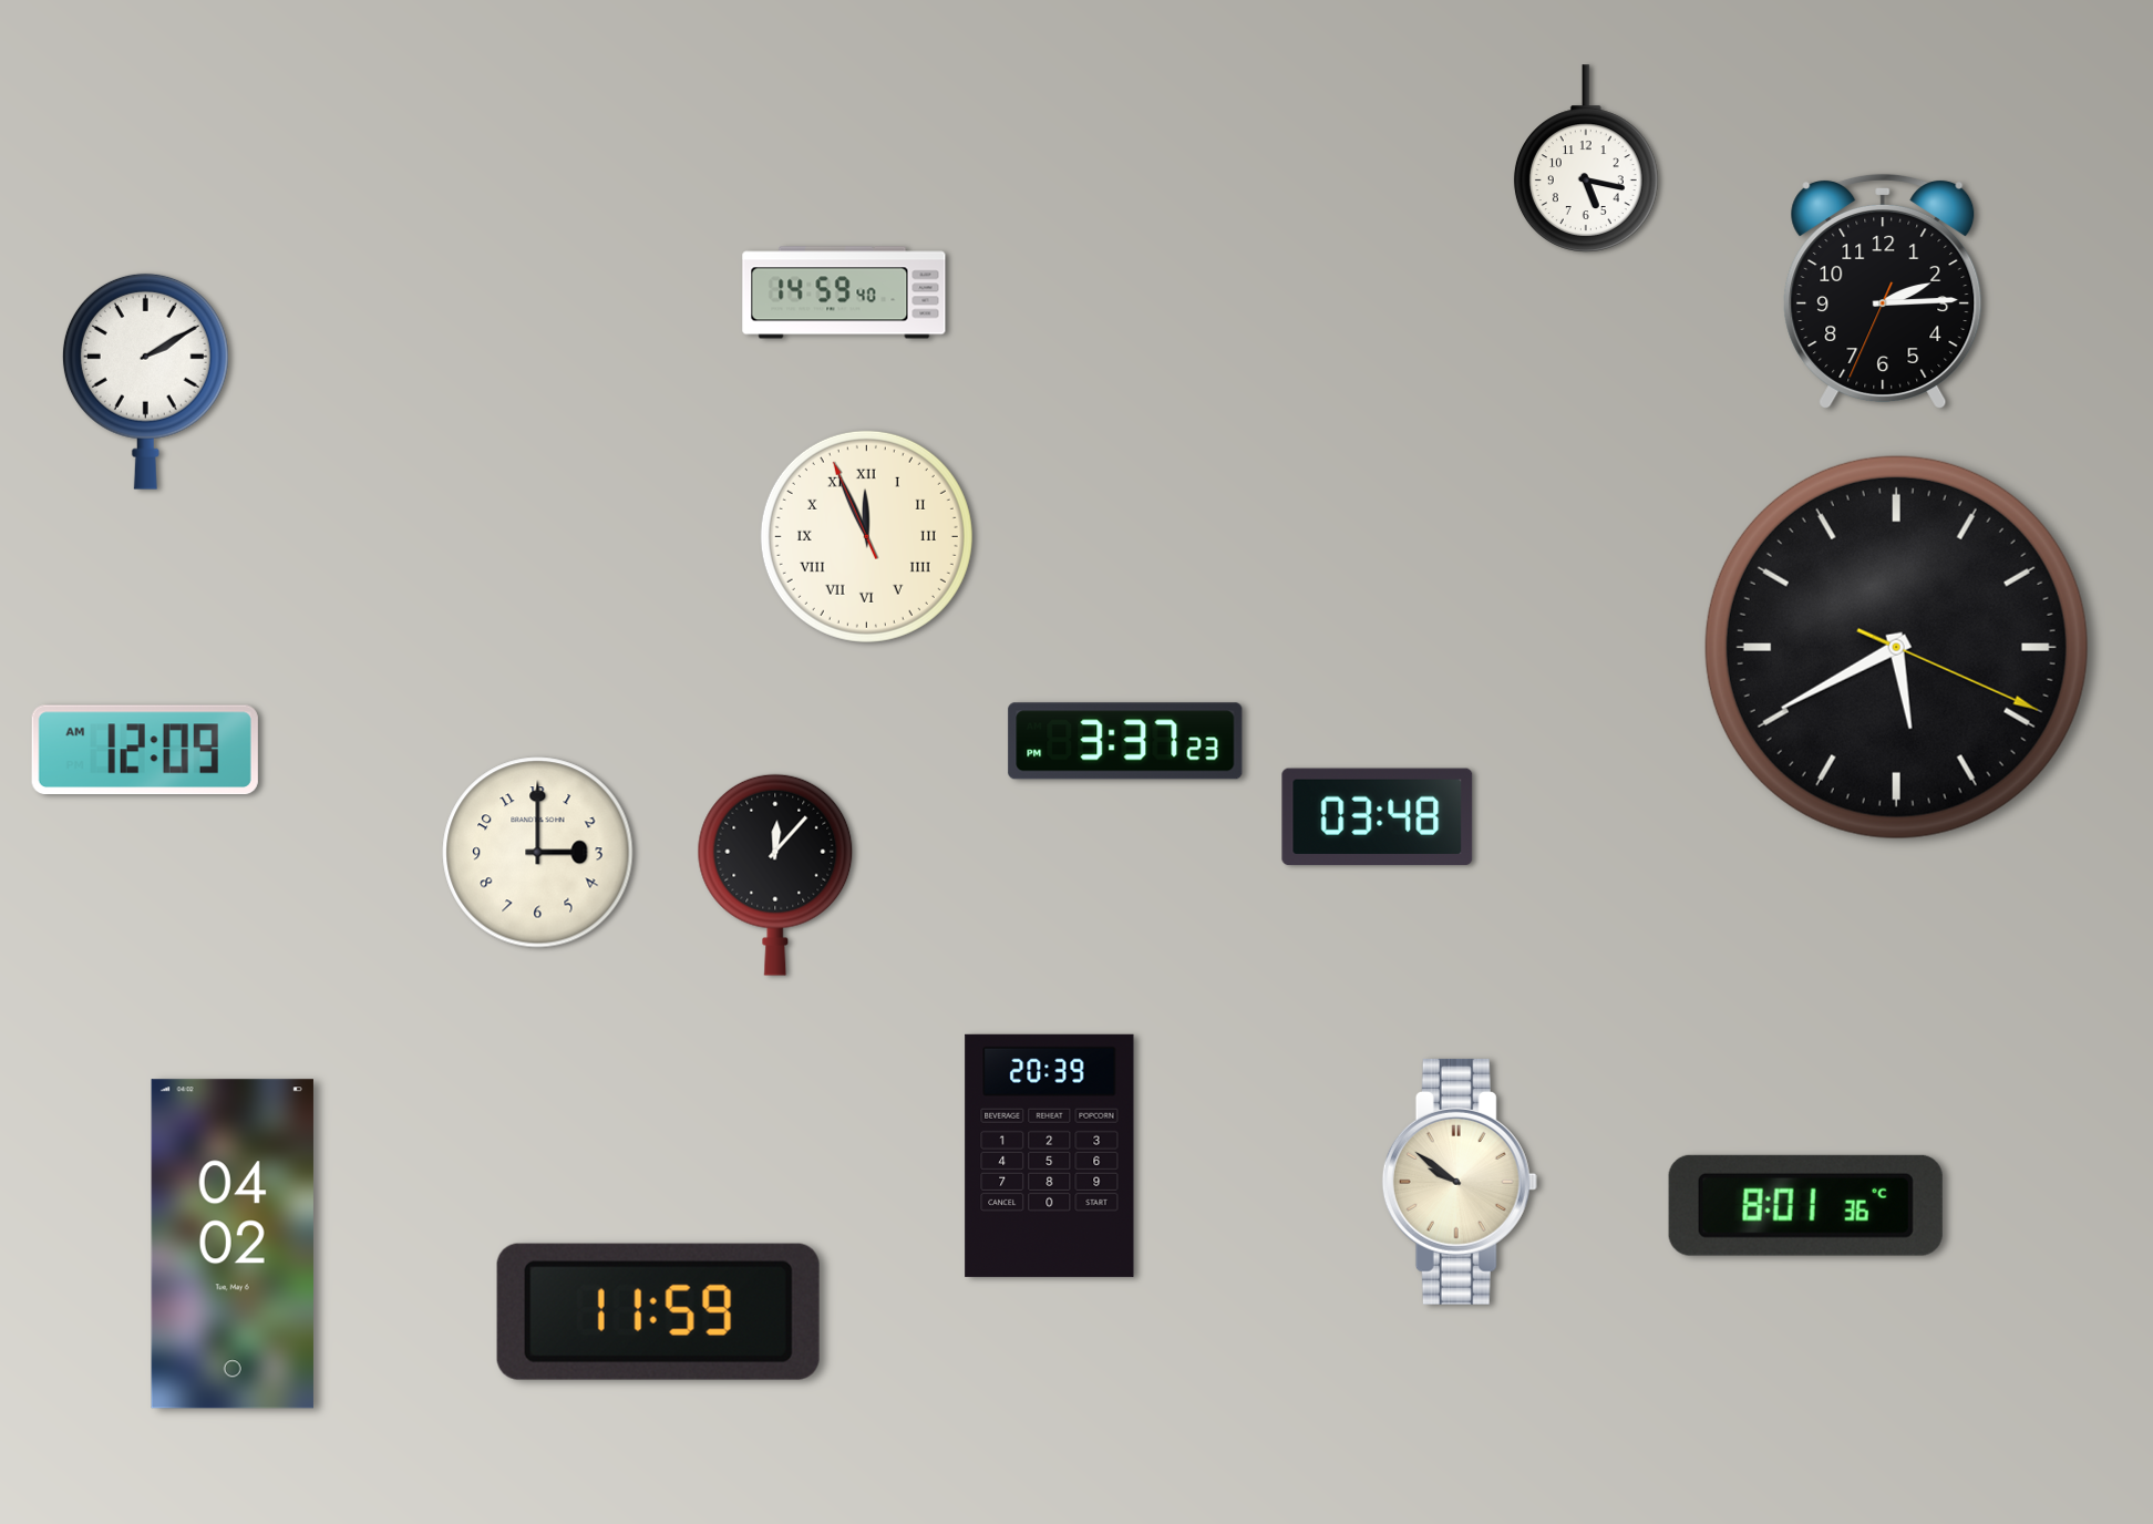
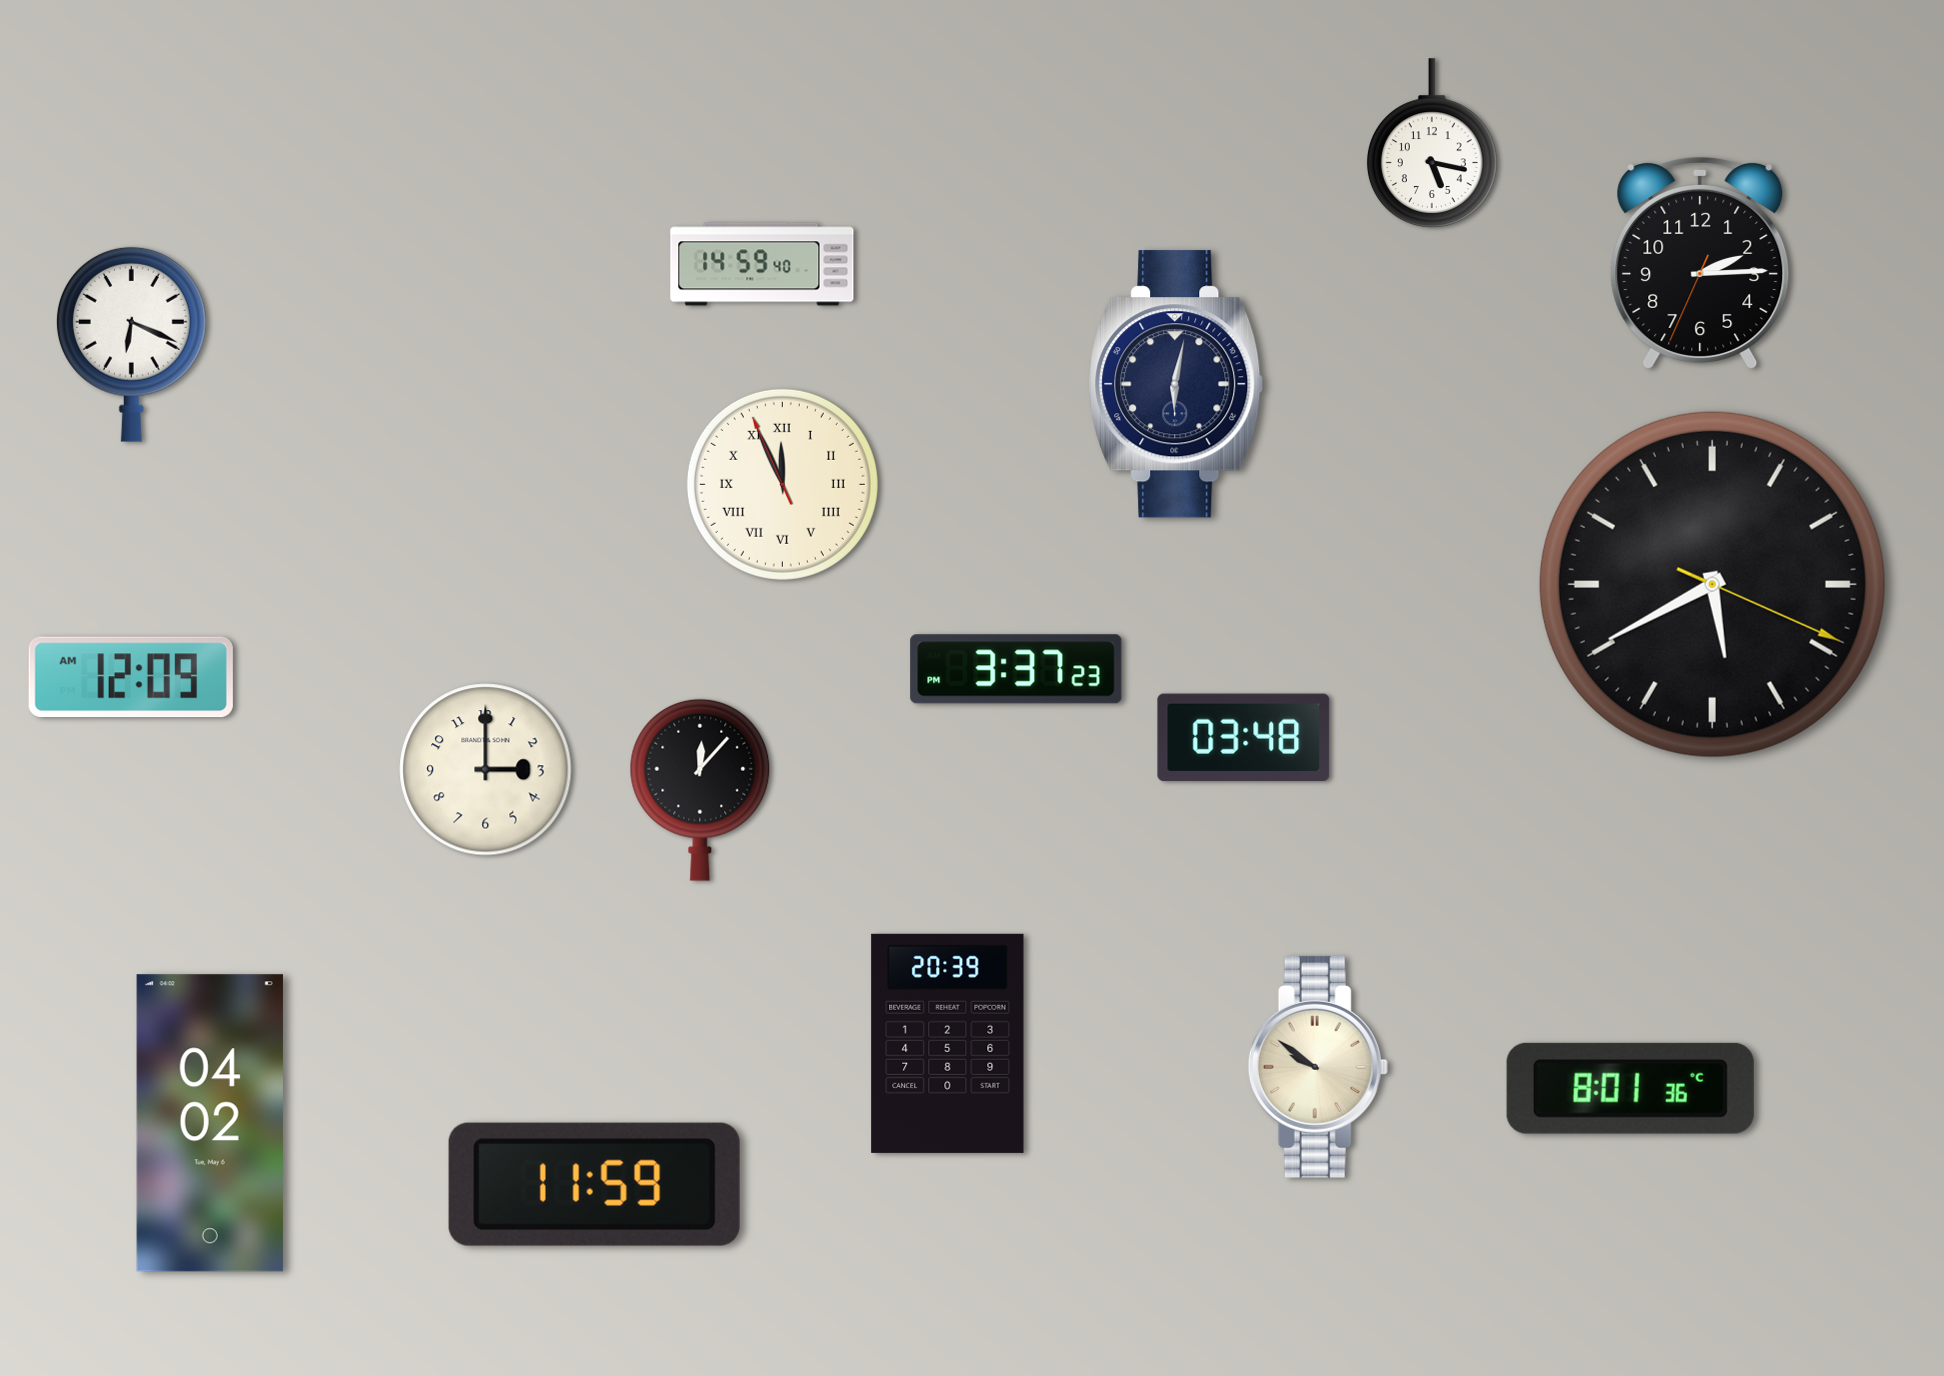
clock at (145, 381): 2:10 -> 6:19
clock at (1176, 384): none -> 6:02
